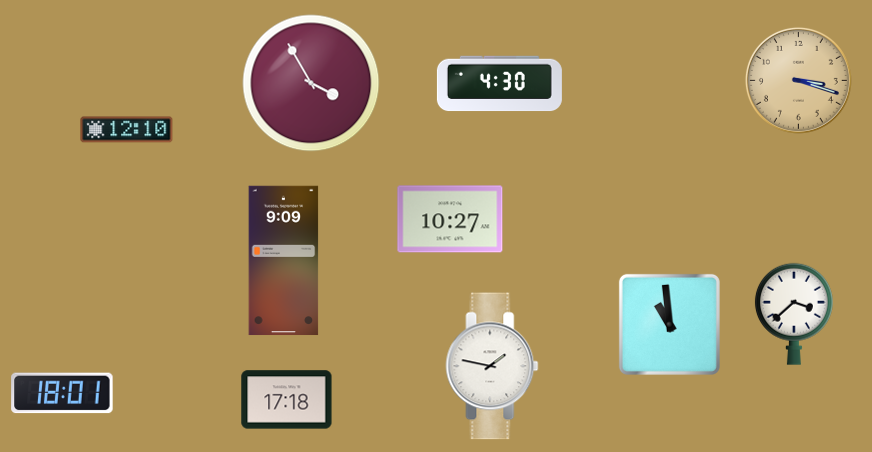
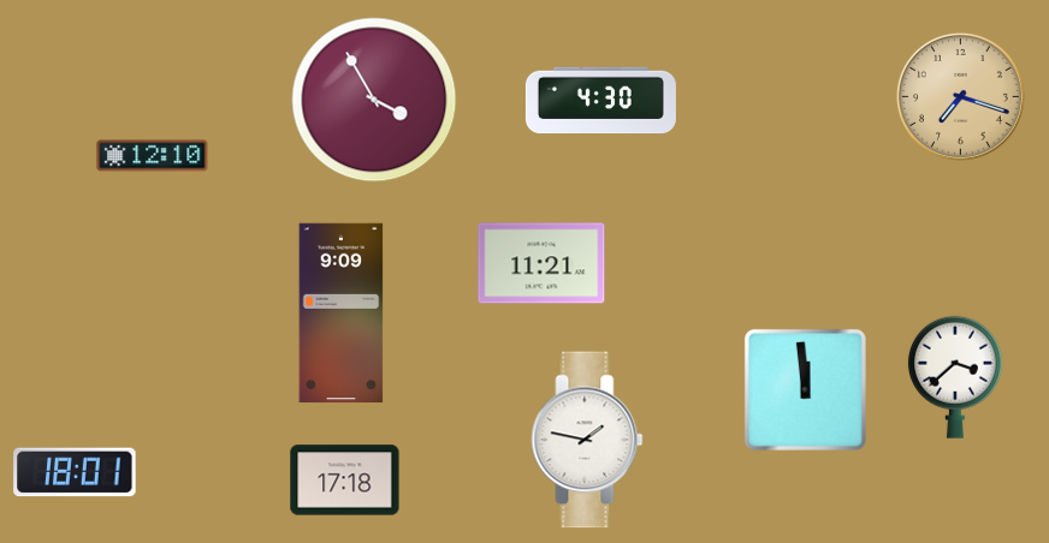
clock at (798, 80): 3:18 -> 7:18
clock at (450, 219): 10:27 -> 11:21
clock at (669, 324): 10:59 -> 11:59
clock at (492, 366) position: (492, 366) -> (587, 440)
